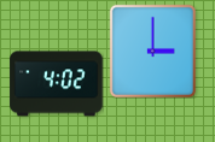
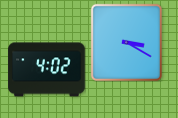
clock at (152, 51): 3:00 -> 3:20
